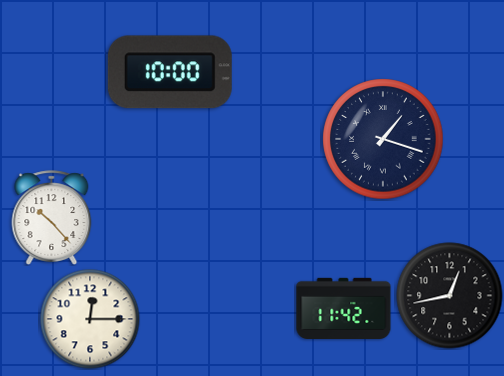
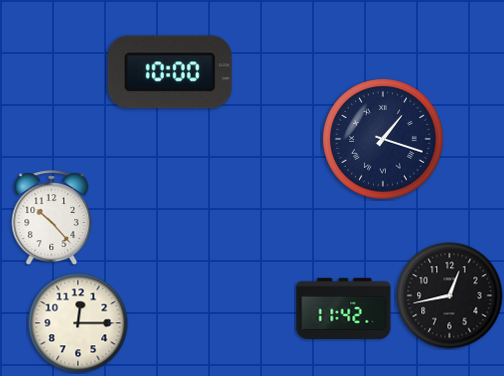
clock at (90, 319) position: (90, 319) -> (78, 323)
